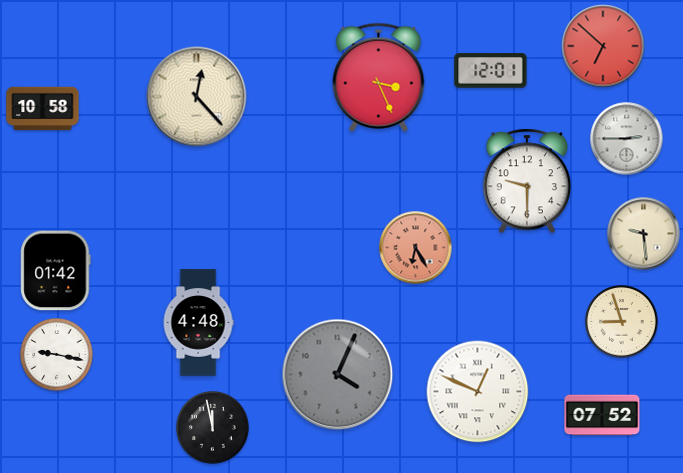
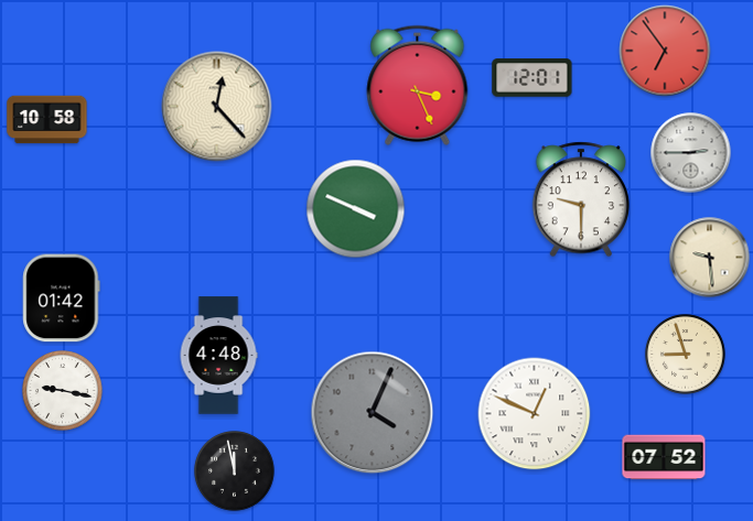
clock at (603, 46): 6:52 -> 6:54
clock at (491, 71) position: (491, 71) -> (533, 78)
clock at (356, 209): none -> 3:49
clock at (416, 248): 6:25 -> none
clock at (478, 392) position: (478, 392) -> (535, 414)
